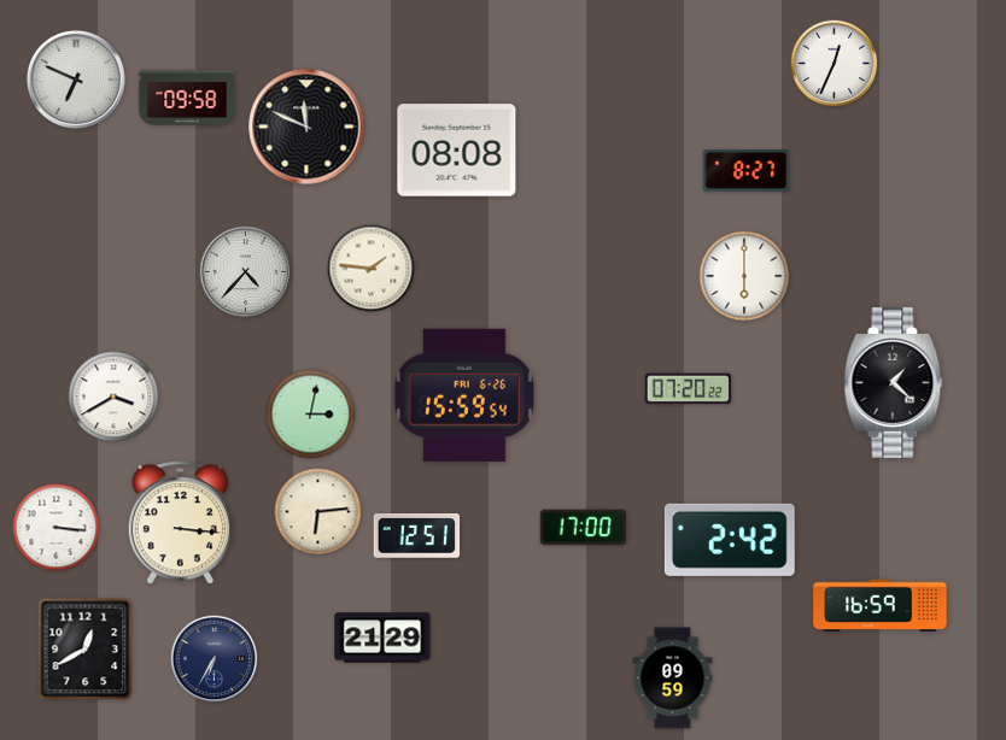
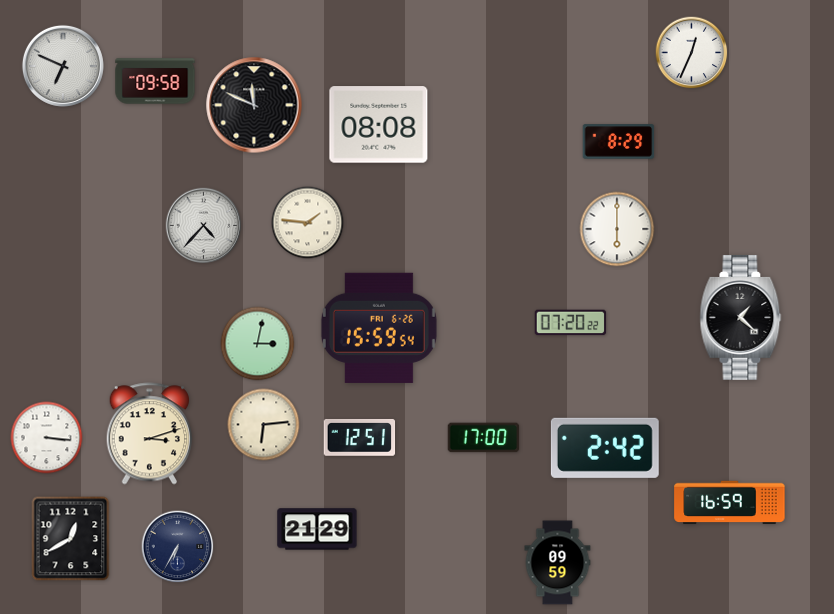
clock at (747, 171): 8:27 -> 8:29
clock at (464, 395) position: (464, 395) -> (379, 328)
clock at (113, 397): 3:40 -> none
clock at (181, 523): 3:16 -> 3:12
clock at (417, 535) position: (417, 535) -> (360, 437)
